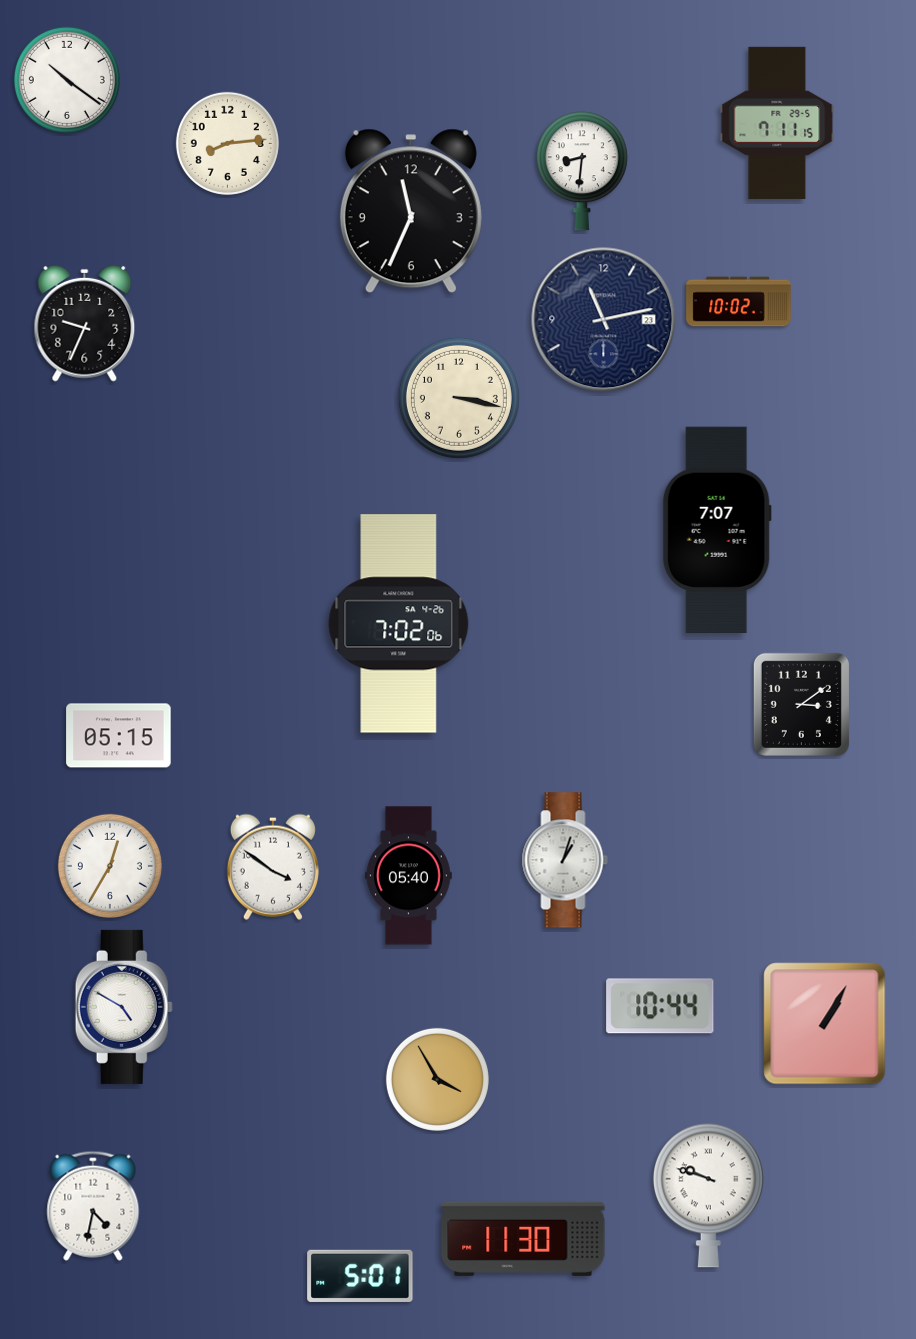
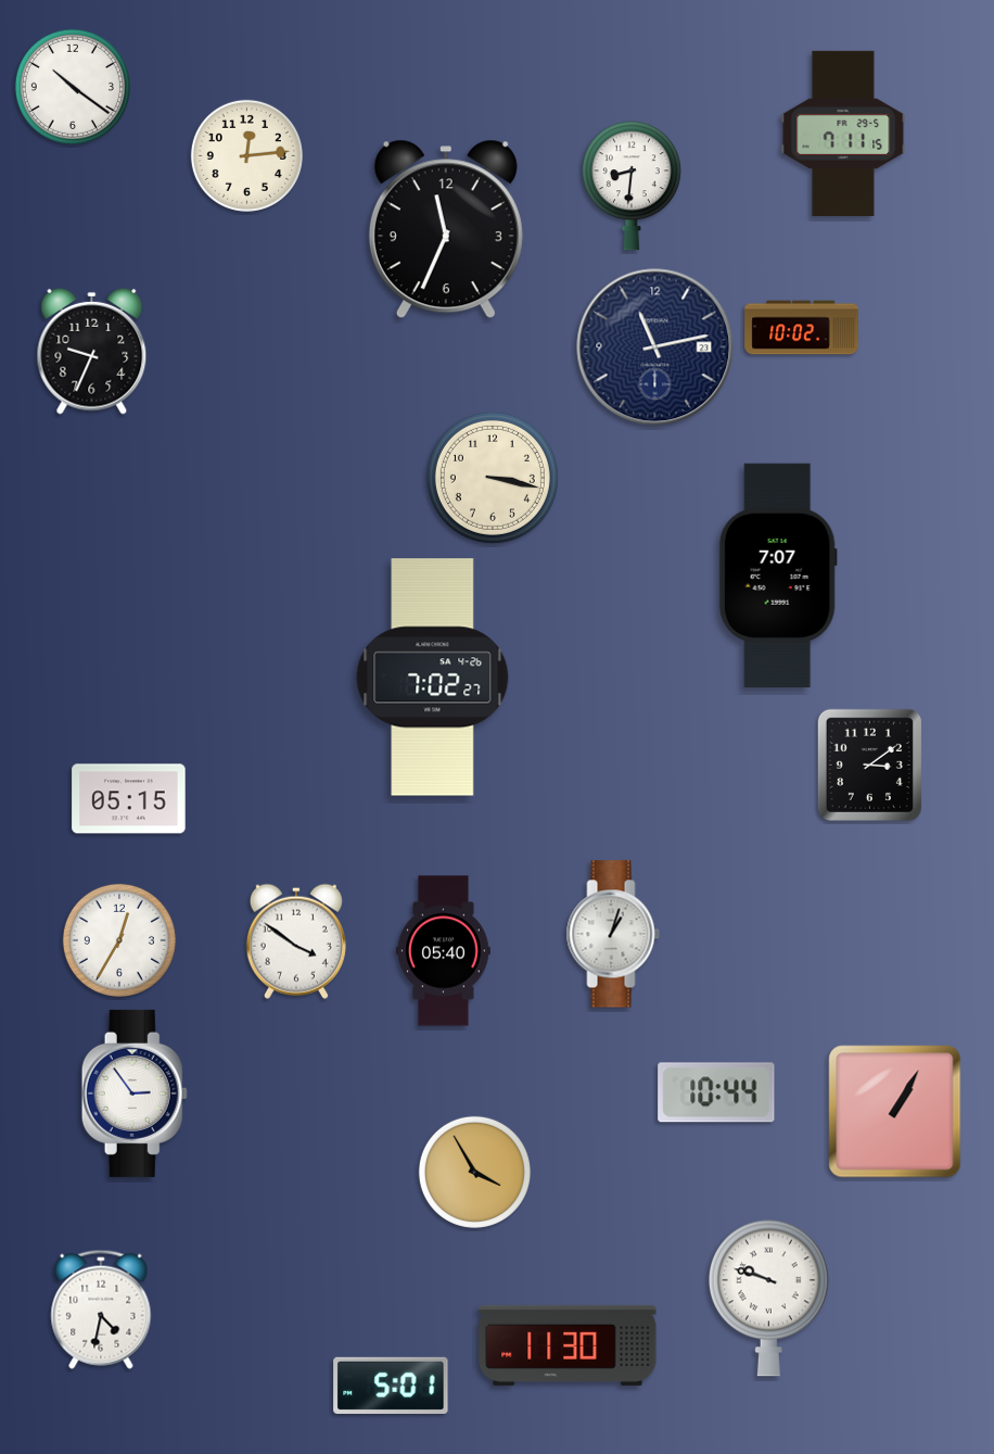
clock at (227, 143): 8:14 -> 12:14
clock at (459, 398) position: (459, 398) -> (493, 478)
clock at (399, 624): 7:02:06 -> 7:02:27
clock at (124, 1007): 4:50 -> 2:54
